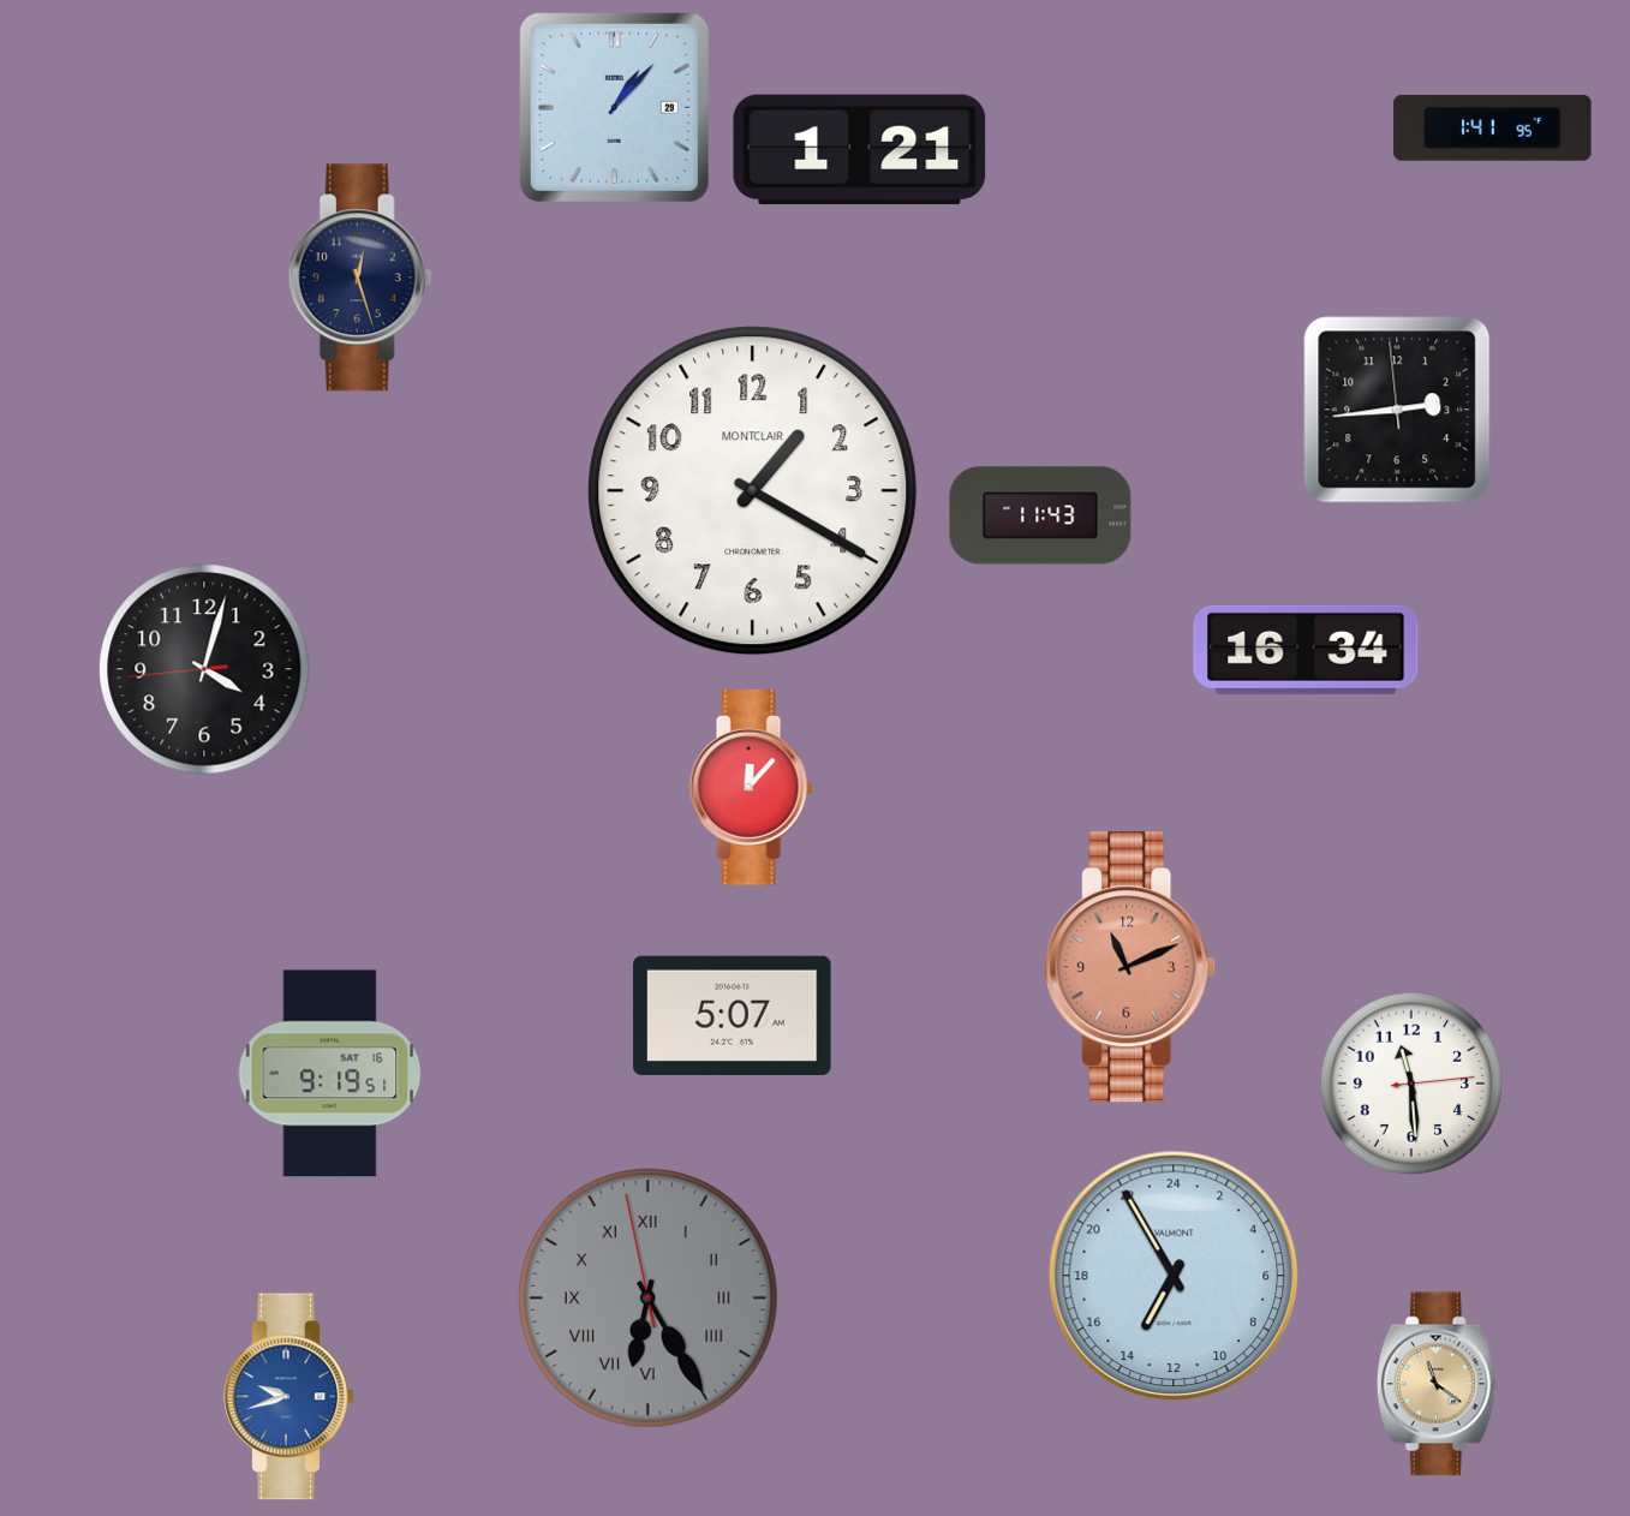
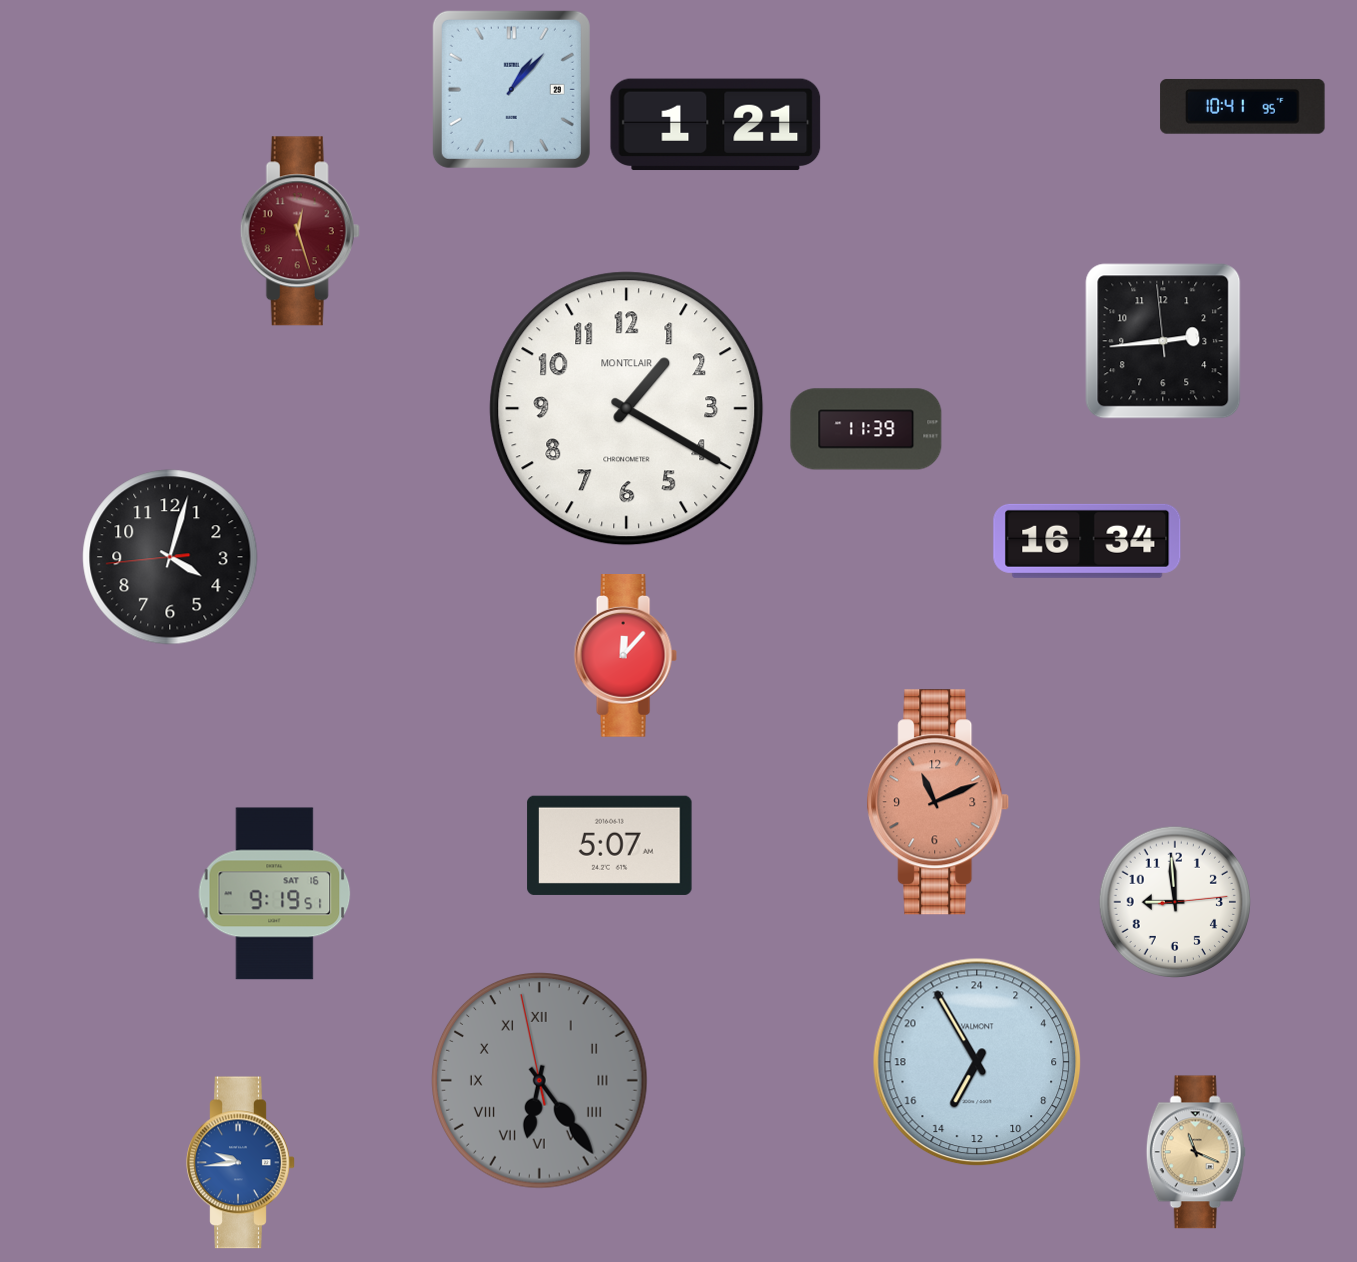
clock at (1493, 127): 1:41 -> 10:41
clock at (360, 277) dial: navy -> burgundy
clock at (1040, 515): 11:43 -> 11:39
clock at (1130, 967) position: (1130, 967) -> (938, 802)
clock at (1410, 1082): 11:29 -> 8:59
clock at (649, 1299): 6:24 -> 6:23
clock at (1437, 1384): 11:21 -> 11:19
clock at (289, 1397): 9:42 -> 9:44
